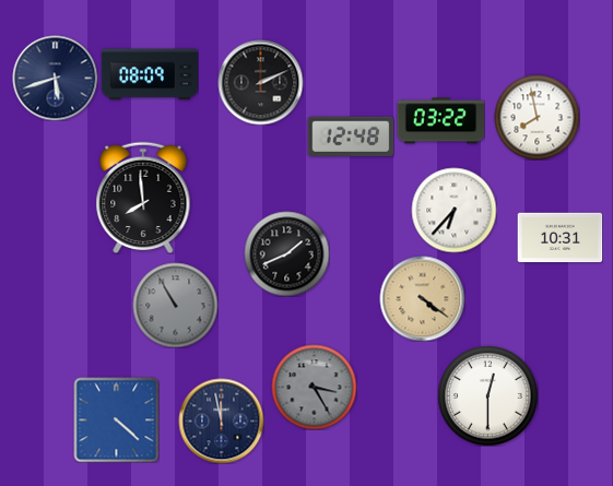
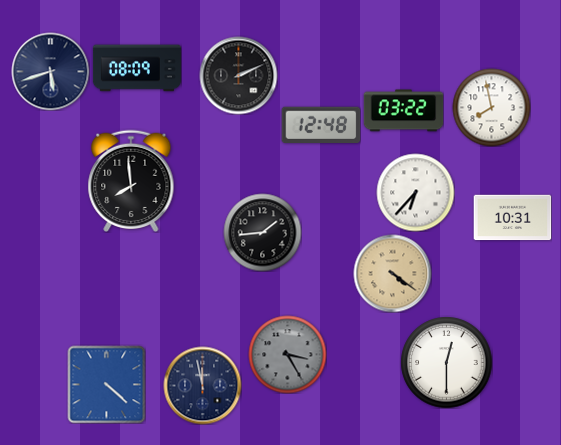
clock at (286, 253): 1:41 -> 1:44
clock at (422, 298) position: (422, 298) -> (392, 273)
clock at (175, 305): 10:55 -> none
